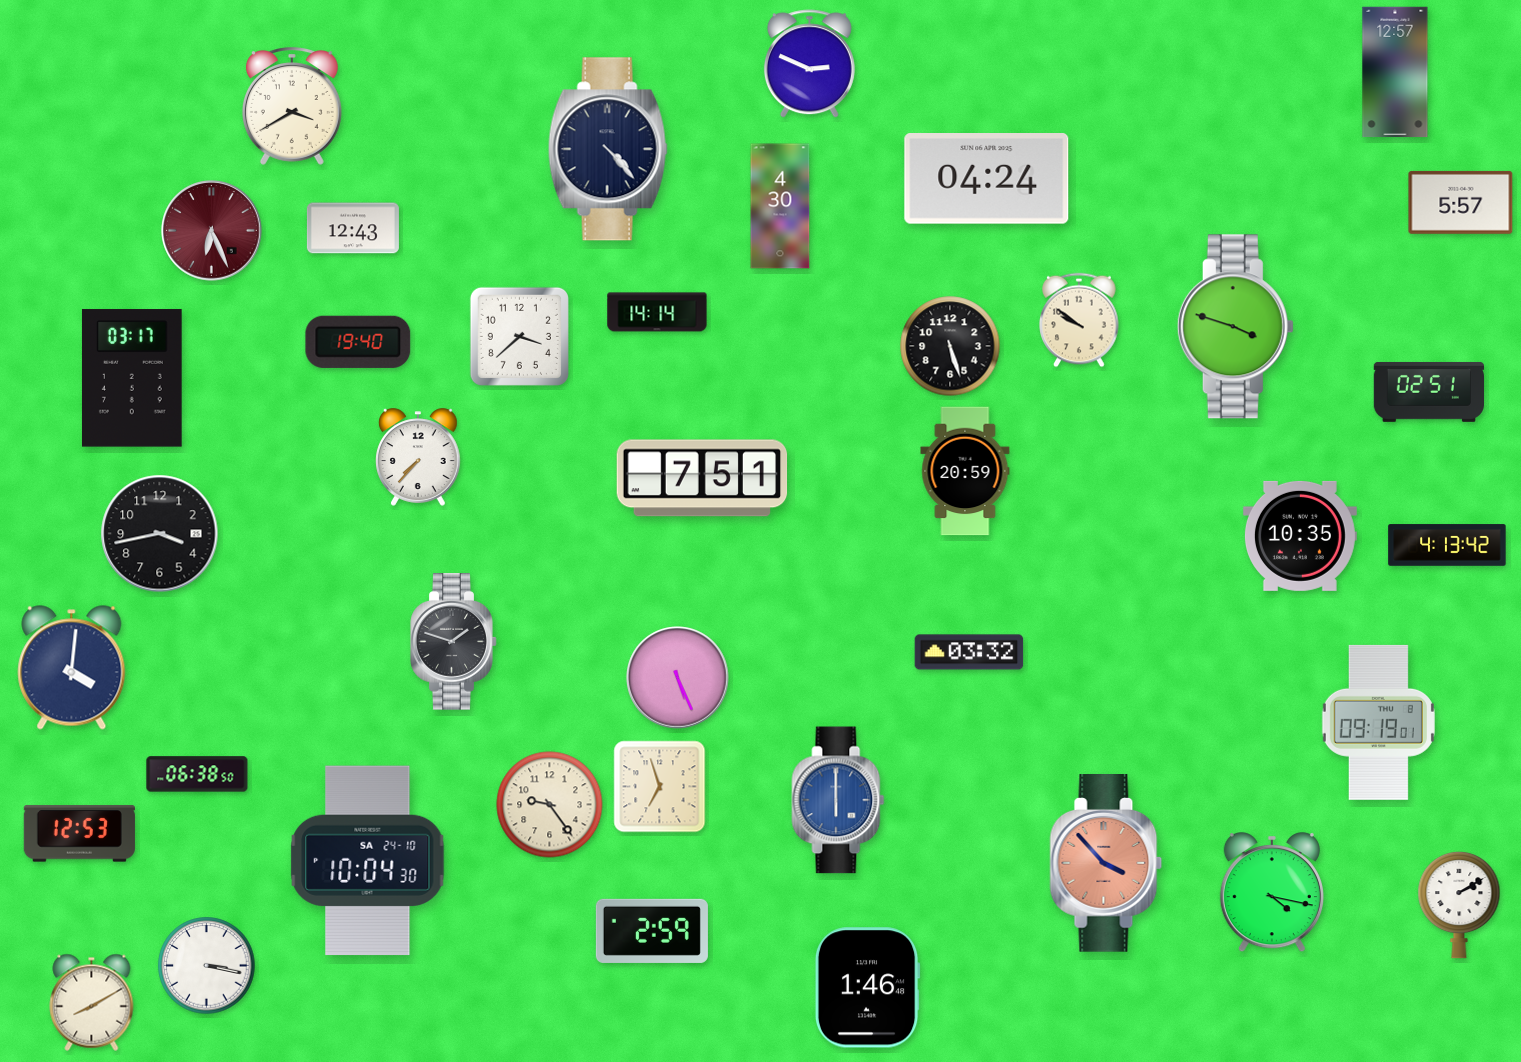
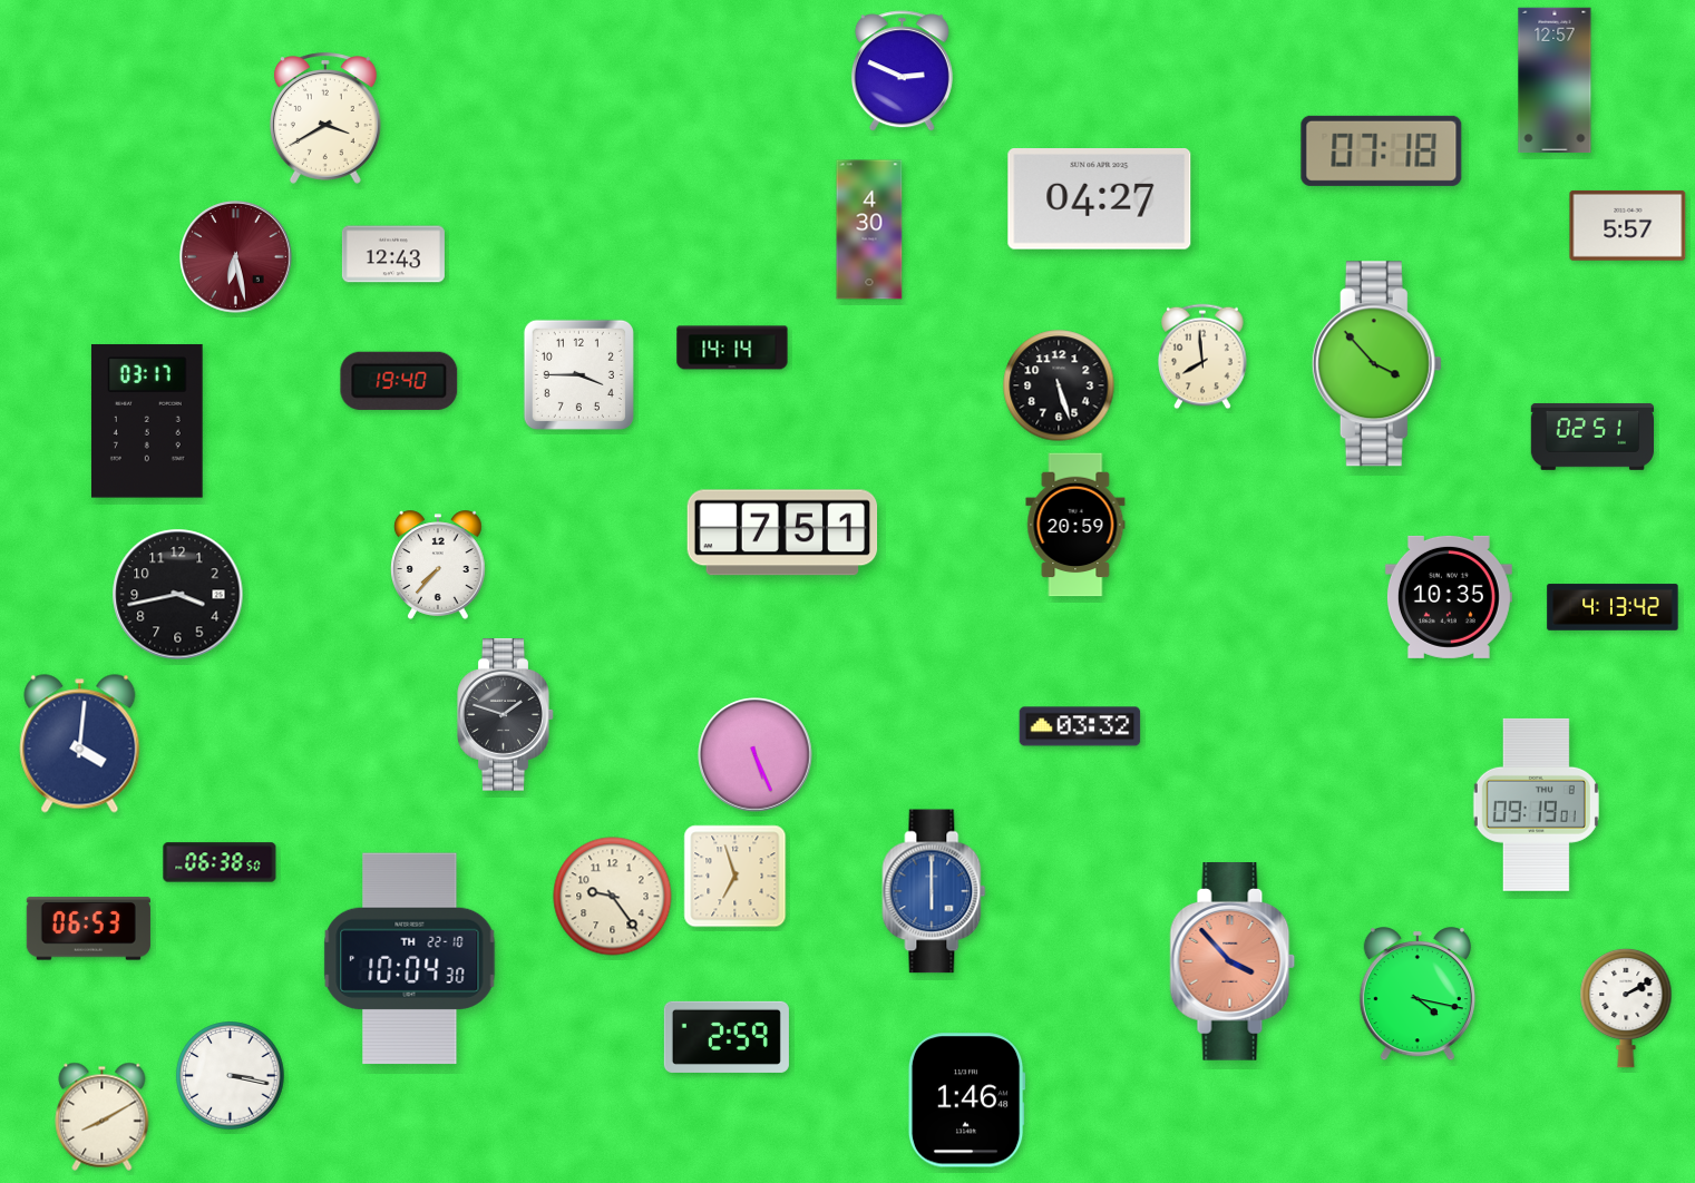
clock at (1382, 150): none -> 07:18
clock at (608, 149): 4:23 -> none
clock at (987, 179): 04:24 -> 04:27
clock at (212, 231): 6:26 -> 6:28
clock at (1079, 320): 9:51 -> 7:59
clock at (1235, 327): 3:48 -> 3:53
clock at (519, 336): 3:38 -> 3:45
clock at (419, 457) position: (419, 457) -> (439, 565)
clock at (79, 834): 12:53 -> 06:53
clock at (368, 861) date: SA 24-10 -> TH 22-10
